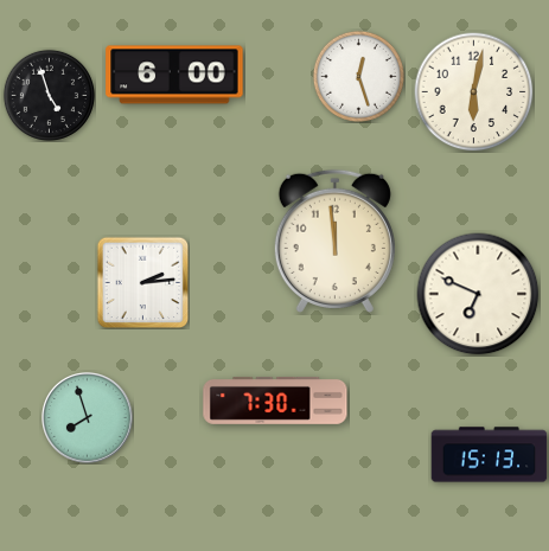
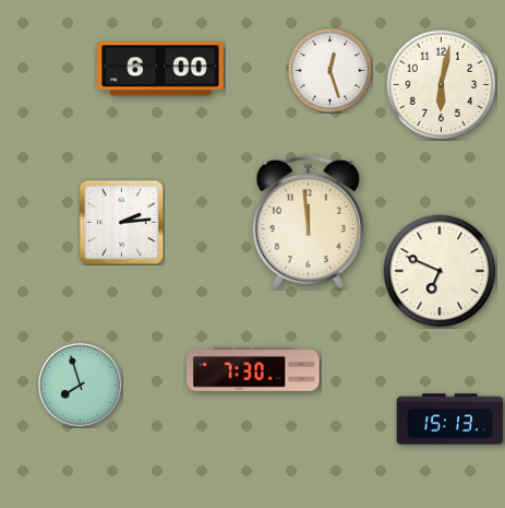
clock at (474, 92) position: (474, 92) -> (442, 85)
clock at (49, 95): 4:57 -> none
clock at (142, 282) position: (142, 282) -> (121, 222)
